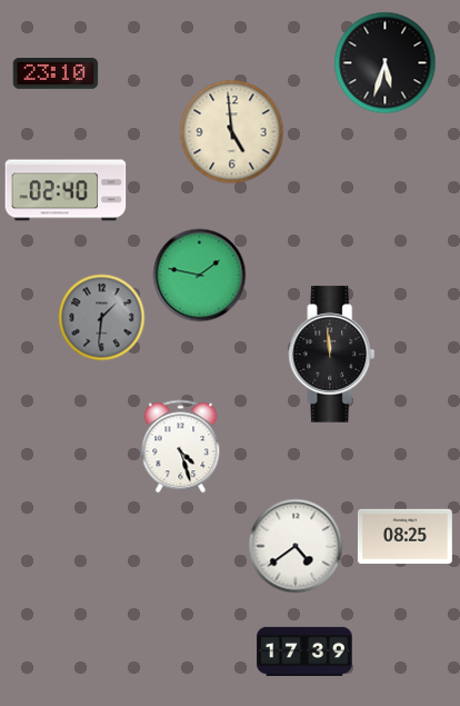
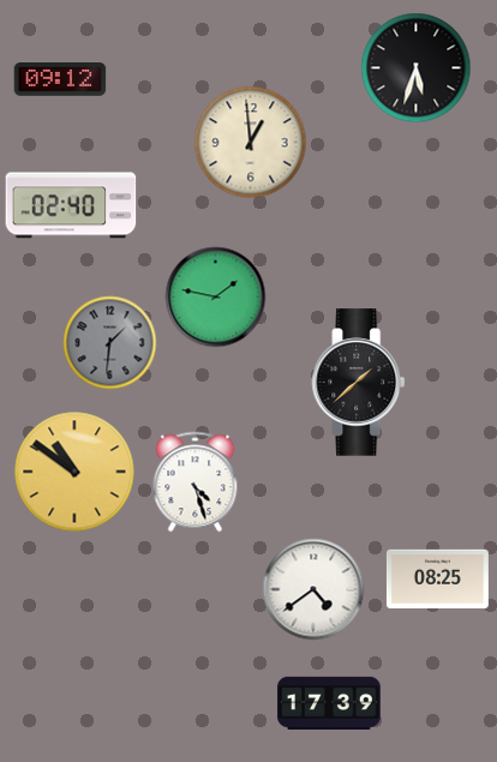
clock at (56, 74): 23:10 -> 09:12
clock at (232, 132): 4:59 -> 12:59
clock at (332, 355): 11:59 -> 1:38
clock at (74, 472): none -> 10:51
clock at (296, 546) position: (296, 546) -> (313, 589)
